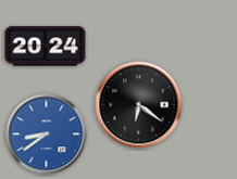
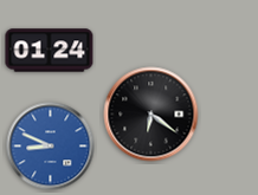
clock at (46, 47): 20:24 -> 01:24
clock at (47, 135): 8:39 -> 8:49
